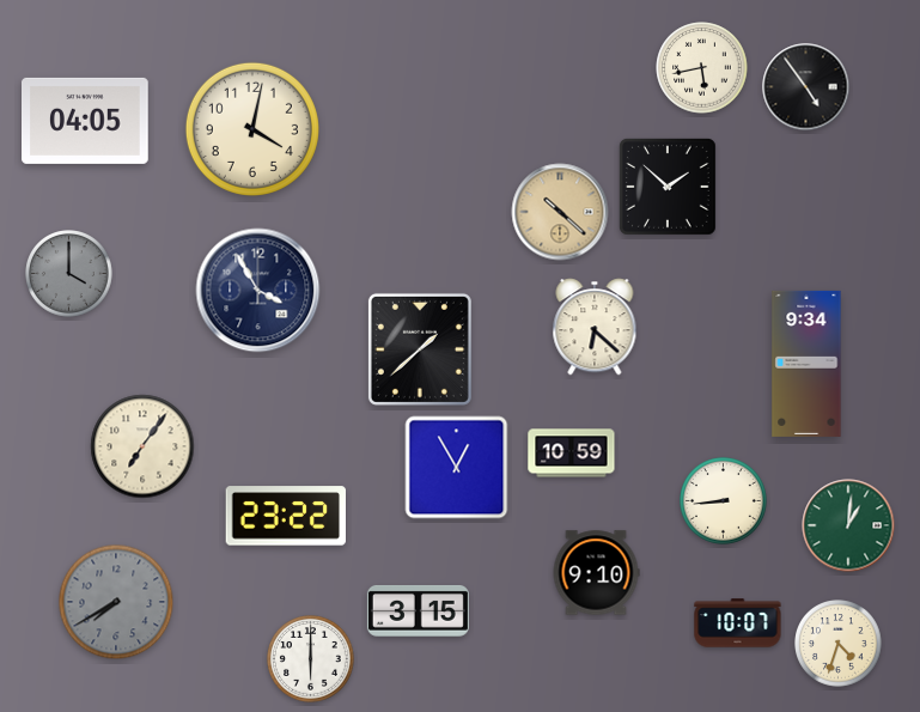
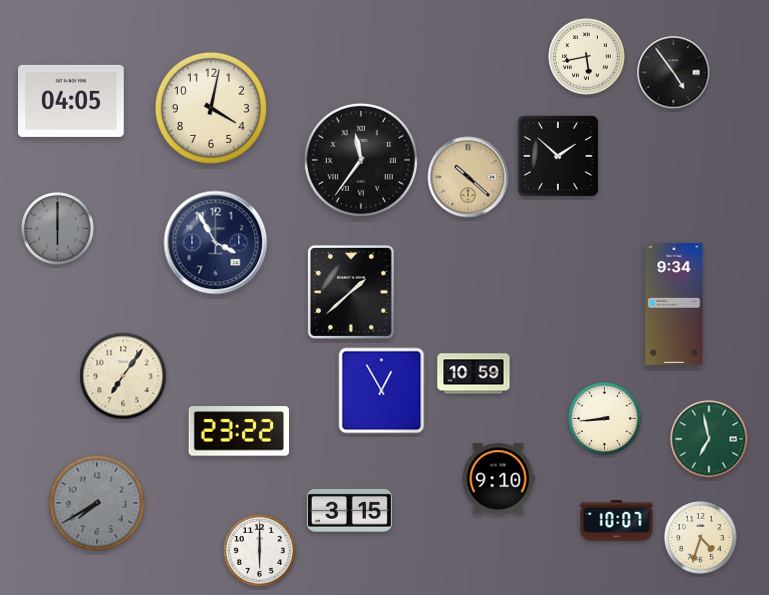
clock at (361, 160): none -> 11:36
clock at (69, 274): 4:00 -> 6:00
clock at (595, 327): 6:22 -> none
clock at (142, 446) position: (142, 446) -> (123, 376)
clock at (572, 454) position: (572, 454) -> (474, 374)
clock at (848, 525): 1:01 -> 6:58
